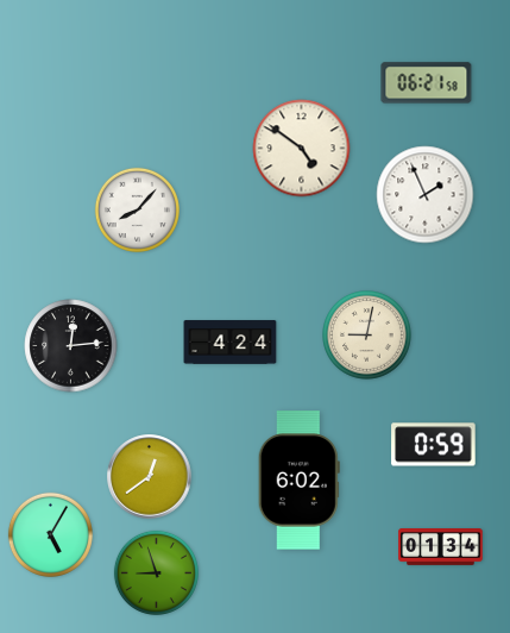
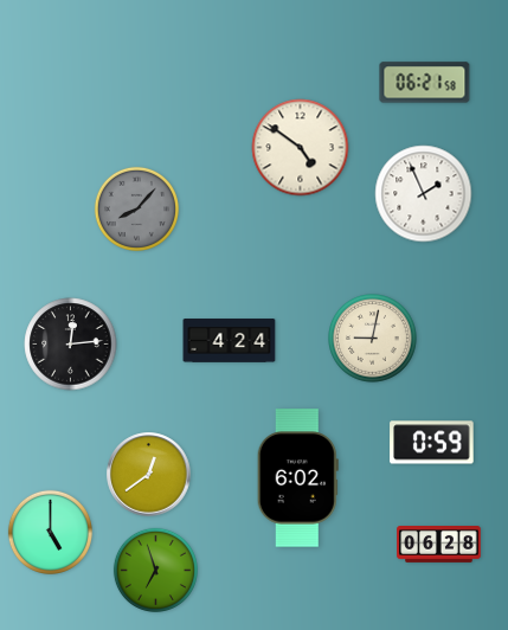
clock at (137, 209) dial: white -> grey
clock at (367, 336) position: (367, 336) -> (373, 339)
clock at (50, 534): 5:05 -> 5:00
clock at (441, 547): 01:34 -> 06:28
clock at (156, 572): 8:57 -> 6:57
